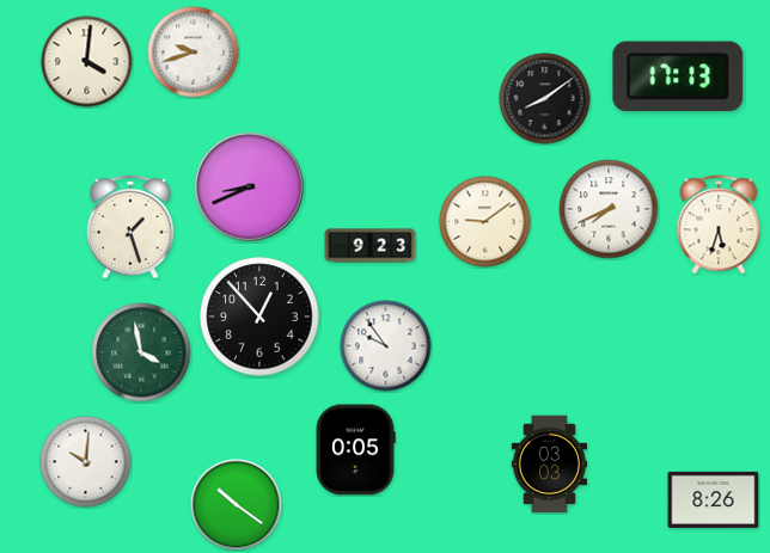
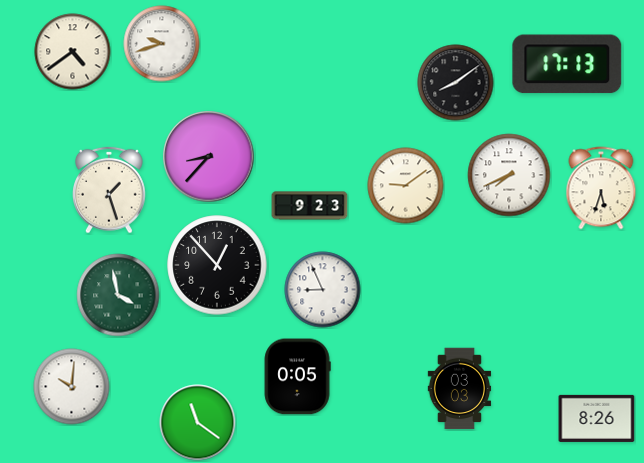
clock at (87, 62): 4:01 -> 4:39
clock at (250, 188): 8:41 -> 8:37
clock at (386, 346): 9:54 -> 8:56
clock at (237, 505): 10:21 -> 11:21
